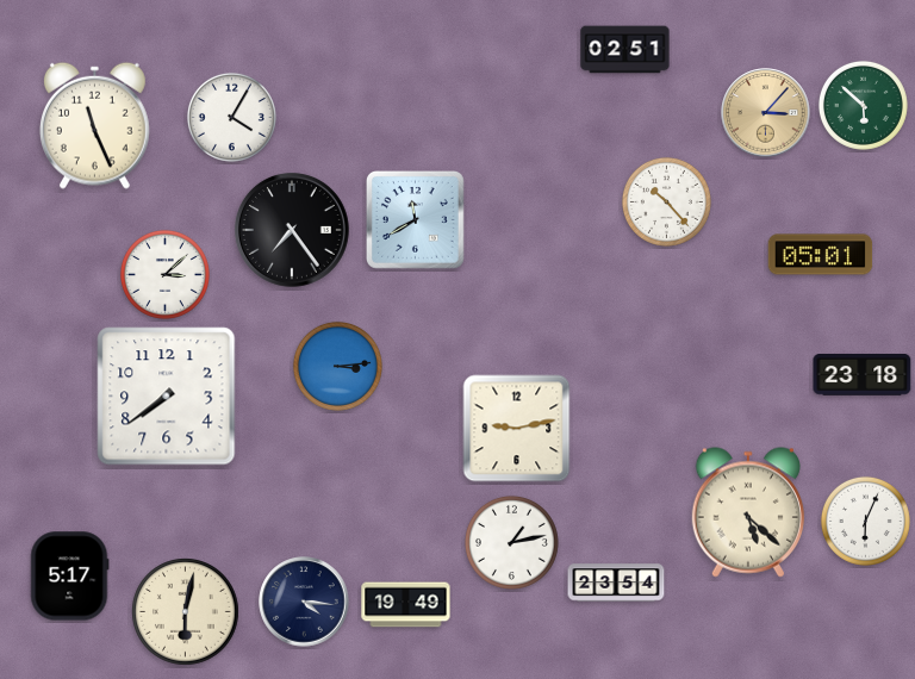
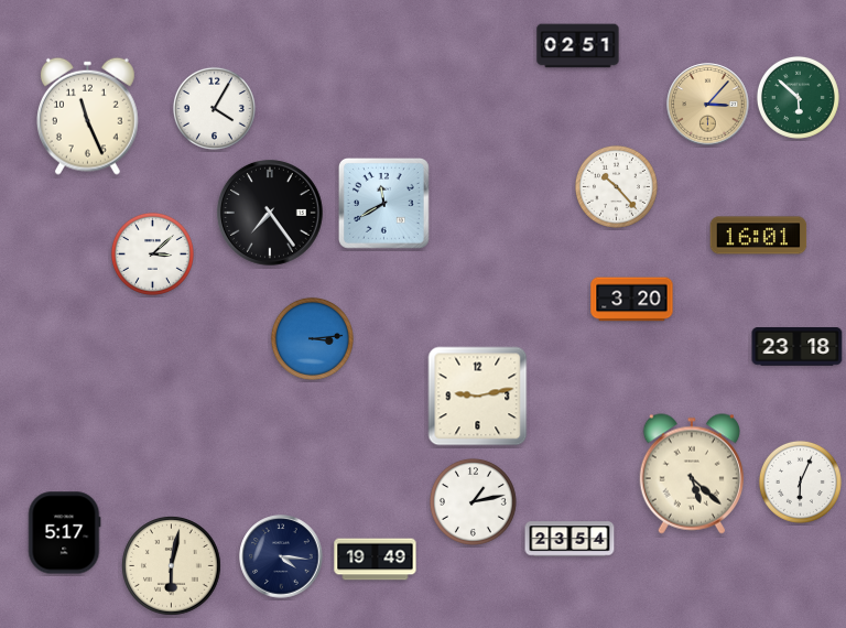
clock at (821, 255): 05:01 -> 16:01
clock at (632, 300): none -> 3:20
clock at (167, 397): 7:39 -> none
